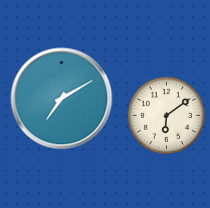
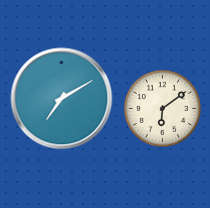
clock at (166, 115) position: (166, 115) -> (162, 108)
